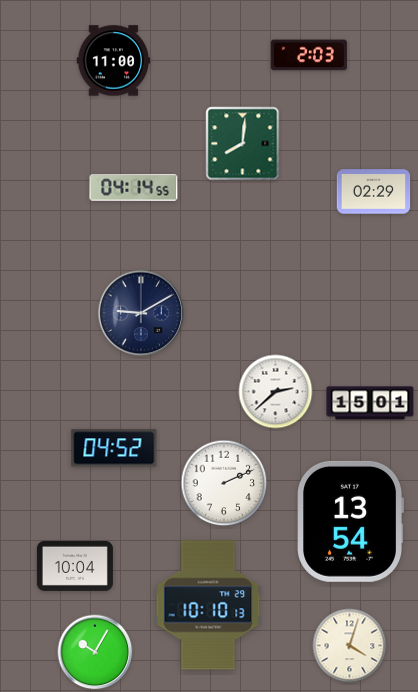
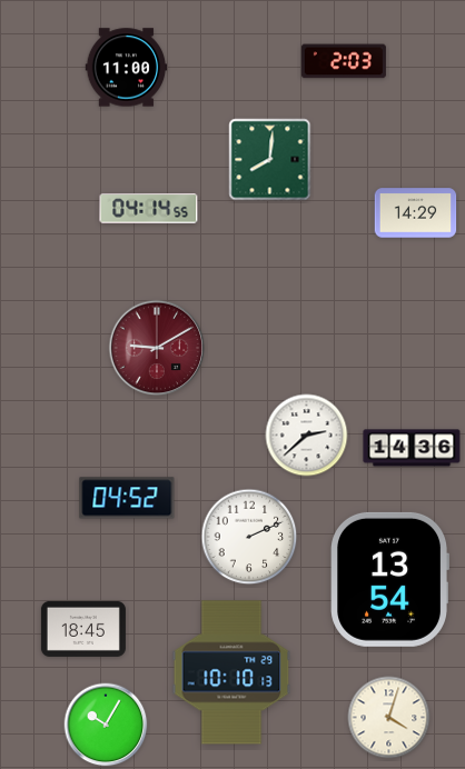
clock at (374, 192): 02:29 -> 14:29
clock at (141, 313) dial: navy -> burgundy
clock at (370, 403): 15:01 -> 14:36
clock at (75, 566): 10:04 -> 18:45
